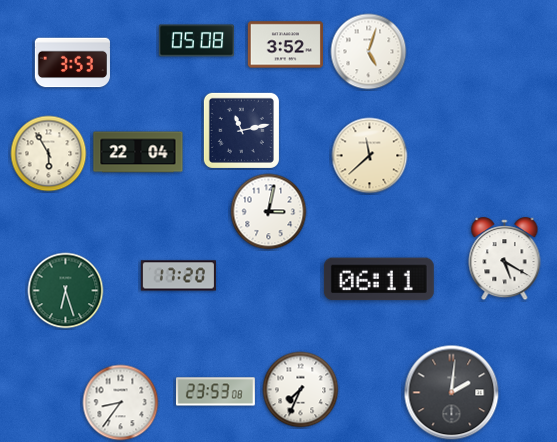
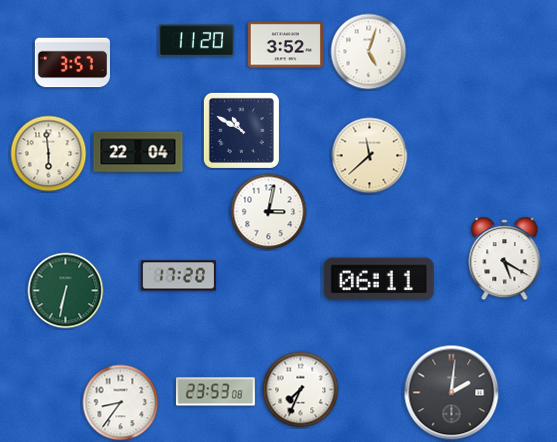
clock at (196, 41): 05:08 -> 11:20
clock at (72, 63): 3:53 -> 3:57
clock at (241, 130): 11:13 -> 10:50
clock at (49, 154): 5:55 -> 5:59
clock at (66, 291): 6:27 -> 6:32
